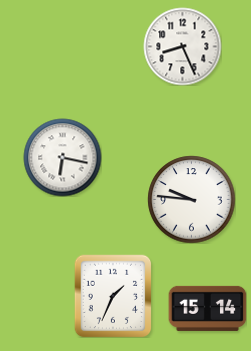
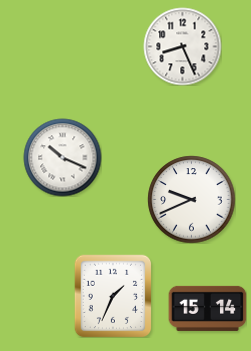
clock at (62, 157): 6:17 -> 10:19
clock at (191, 199): 9:46 -> 9:41
